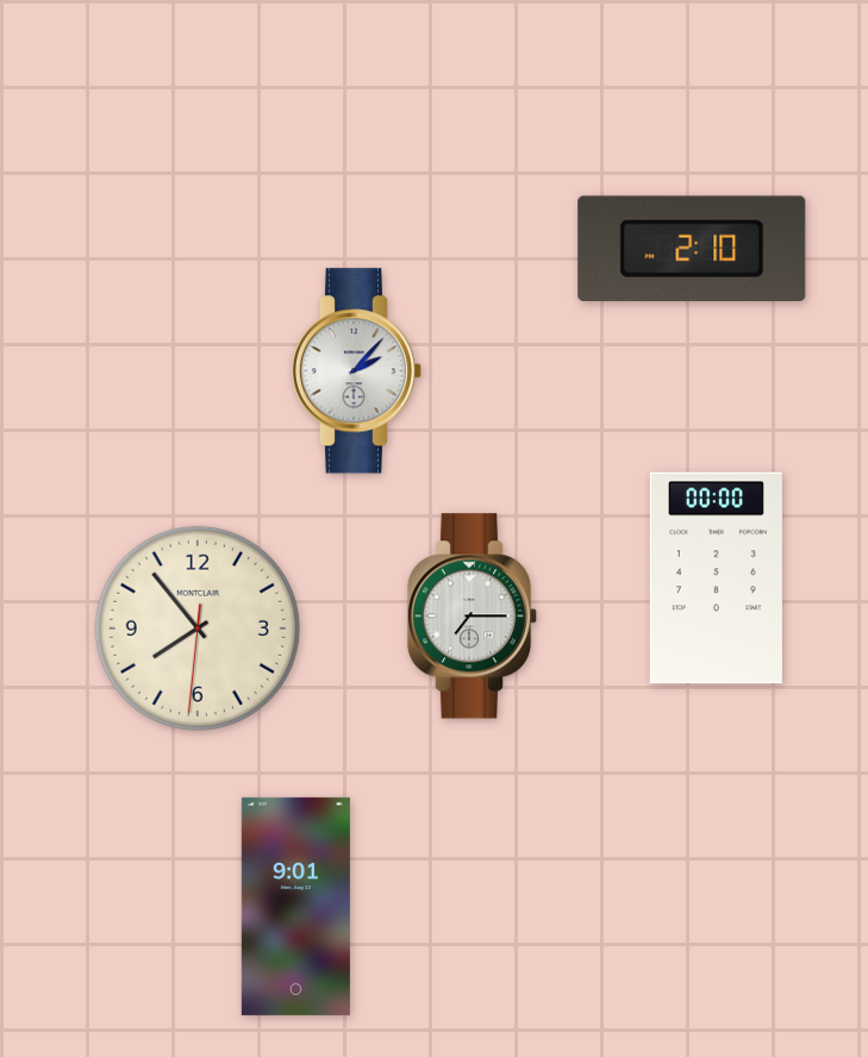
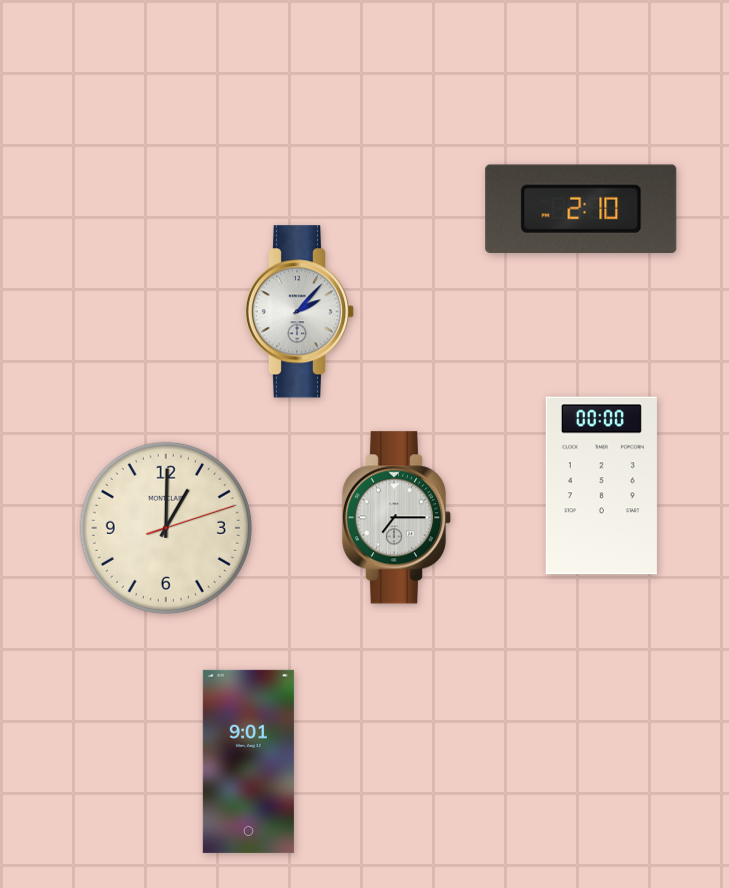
clock at (198, 628): 7:53 -> 1:00
